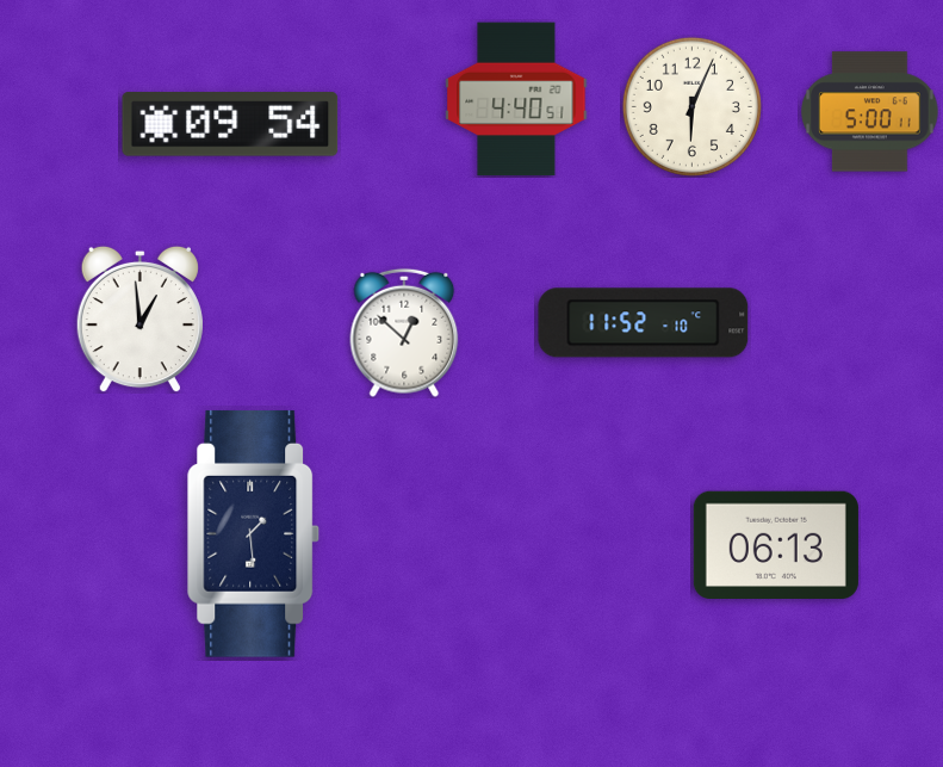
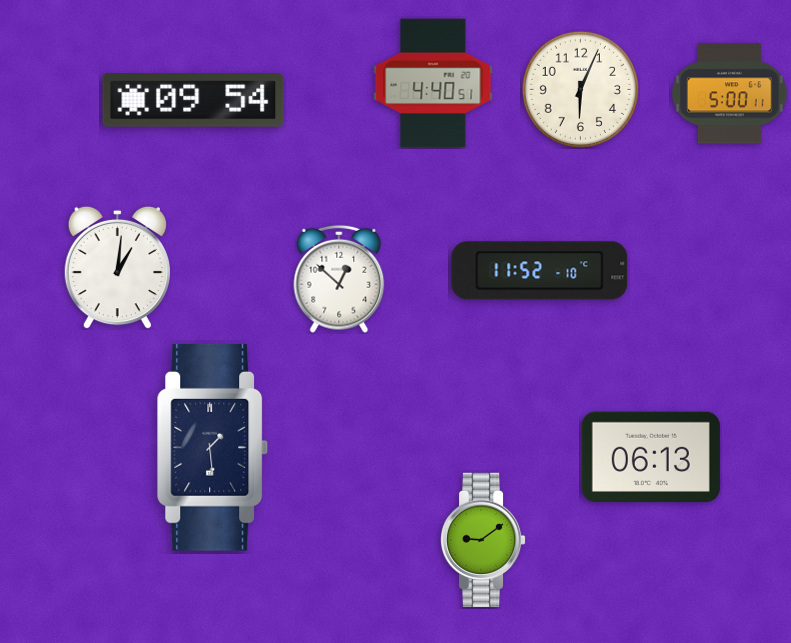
clock at (230, 124) position: (230, 124) -> (193, 100)
clock at (139, 318): 12:59 -> 1:01
clock at (483, 539): none -> 9:09
